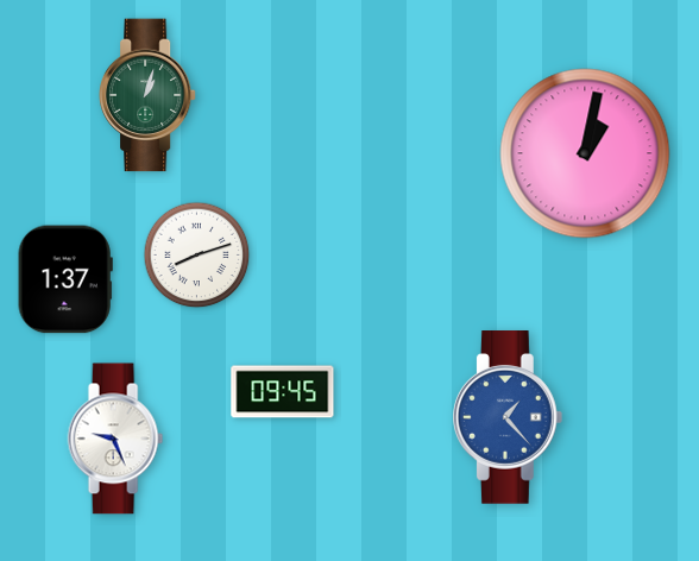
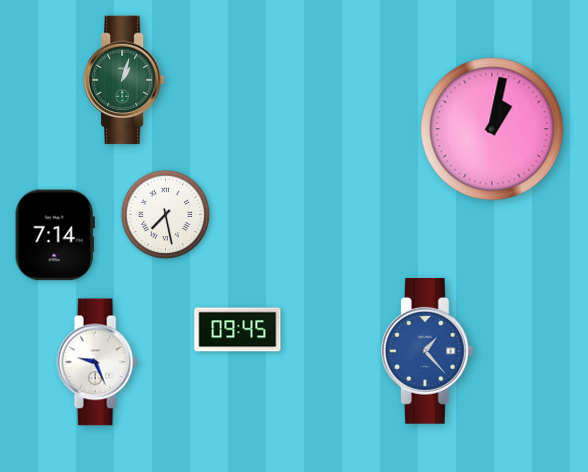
clock at (197, 256): 8:12 -> 7:28
clock at (65, 279): 1:37 -> 7:14
clock at (115, 439) position: (115, 439) -> (97, 362)
